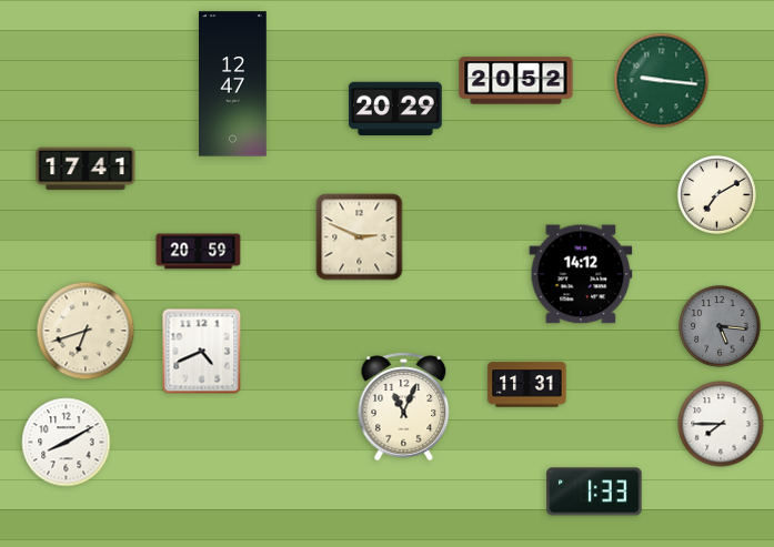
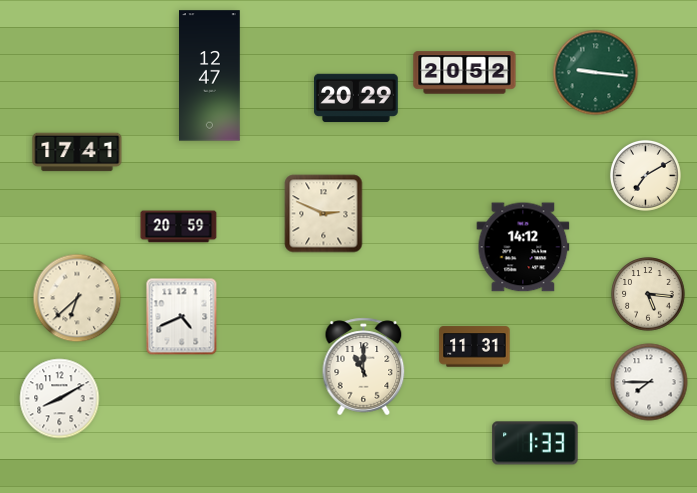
clock at (720, 326) dial: grey -> cream
clock at (86, 331): 6:42 -> 6:38
clock at (404, 407): 11:04 -> 11:00
